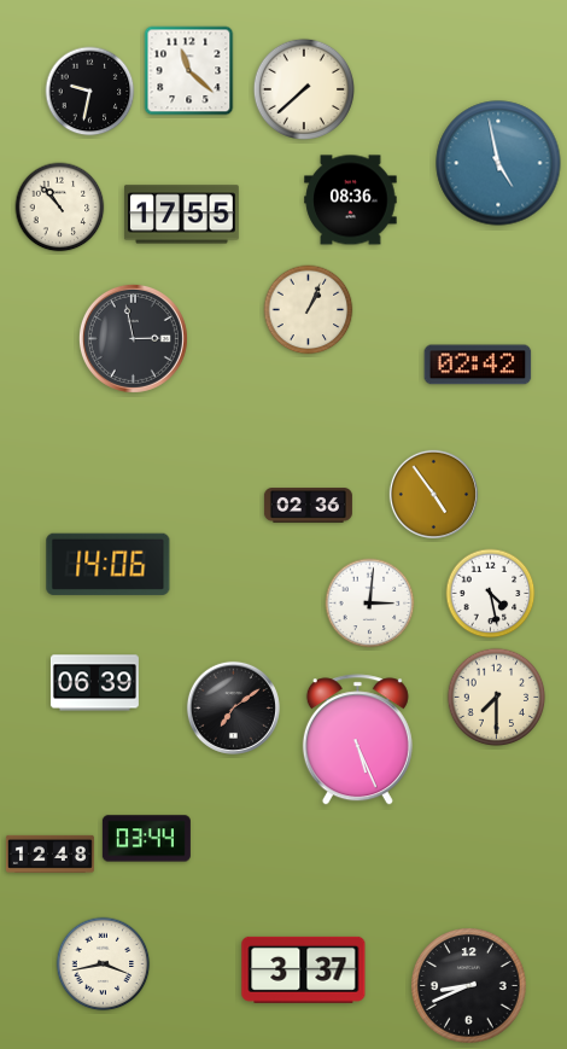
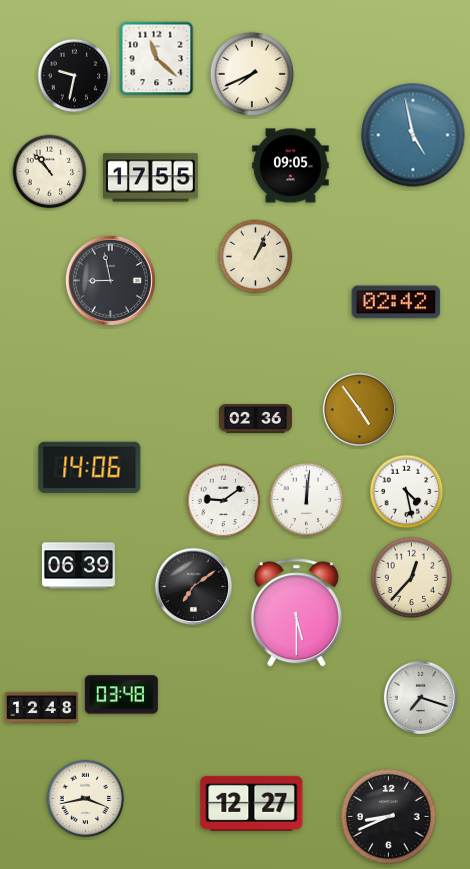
clock at (303, 88): 7:38 -> 7:41
clock at (351, 200): 08:36 -> 09:05
clock at (133, 338): 2:58 -> 8:58
clock at (370, 604): 3:01 -> 12:01
clock at (224, 501): none -> 9:09
clock at (497, 698): 7:30 -> 12:37
clock at (357, 740): 5:26 -> 5:30
clock at (146, 839): 03:44 -> 03:48
clock at (420, 697): none -> 7:18
clock at (304, 969): 3:37 -> 12:27
